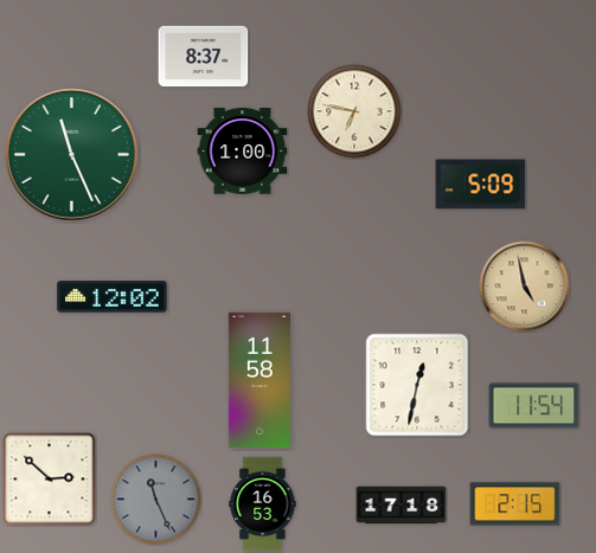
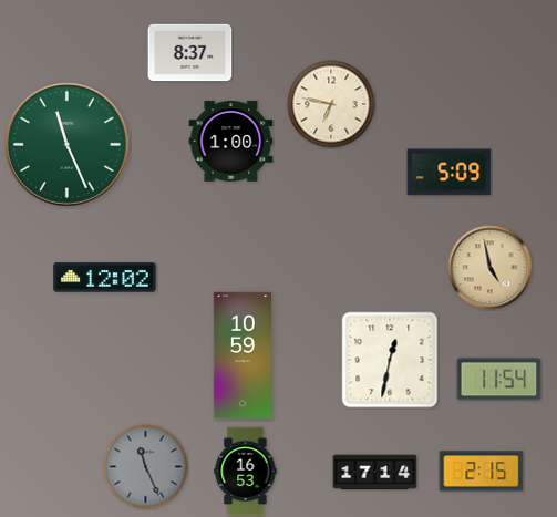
clock at (243, 152) position: (243, 152) -> (231, 142)
clock at (258, 380): 11:58 -> 10:59
clock at (50, 480): 2:52 -> none
clock at (402, 506): 17:18 -> 17:14
